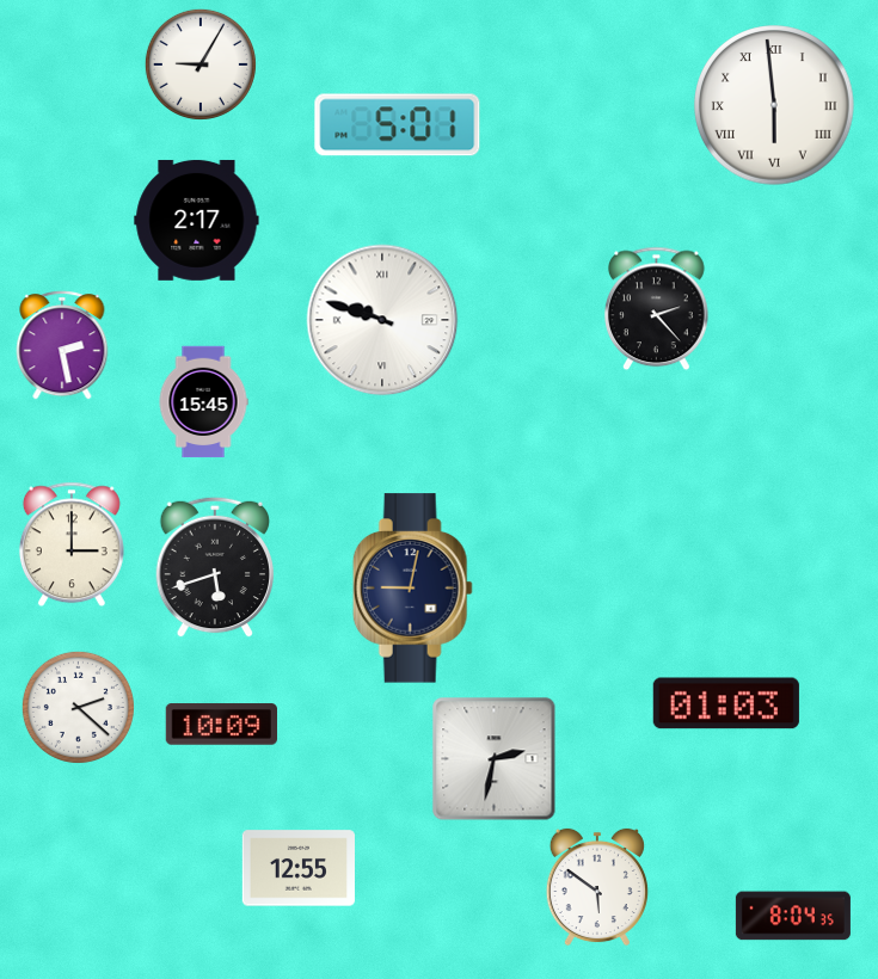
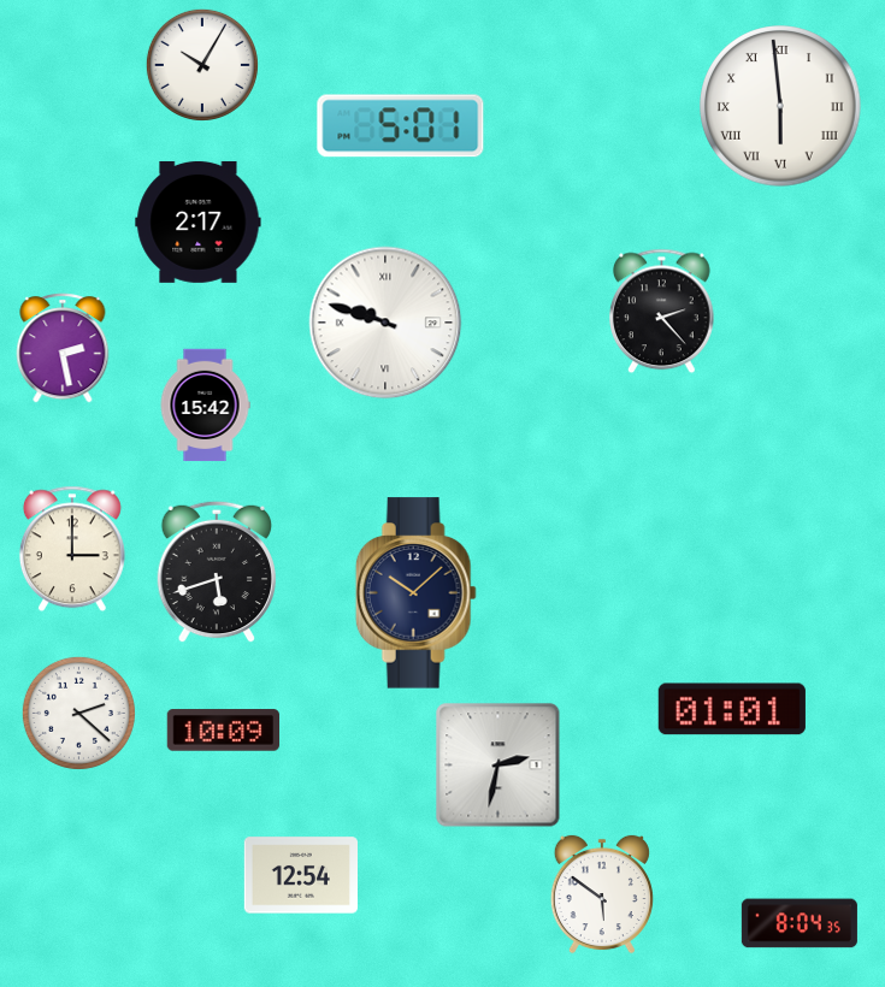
clock at (201, 64): 9:05 -> 10:05
clock at (203, 402): 15:45 -> 15:42
clock at (412, 589): 9:02 -> 10:08
clock at (726, 703): 01:03 -> 01:01
clock at (297, 868): 12:55 -> 12:54
